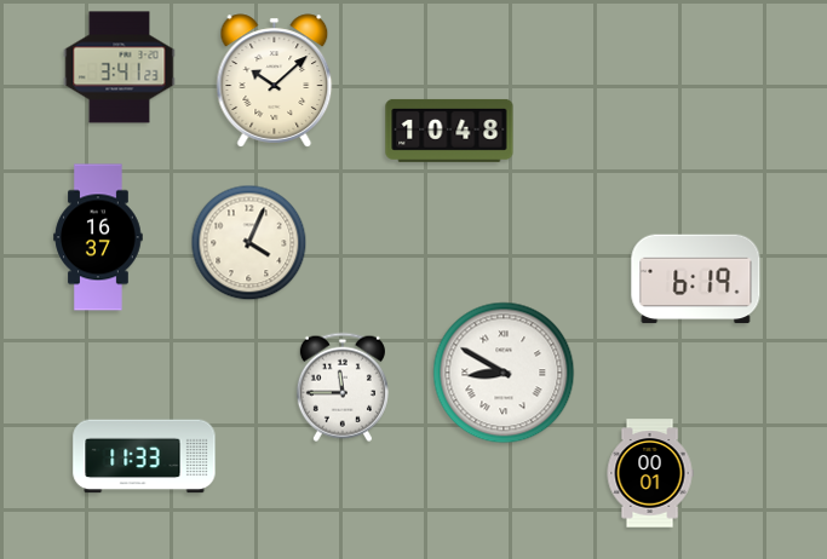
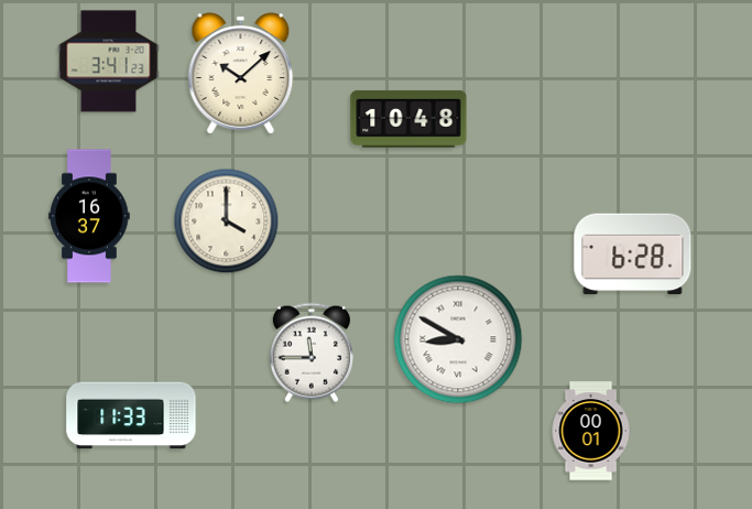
clock at (275, 81) position: (275, 81) -> (241, 74)
clock at (249, 243): 4:04 -> 4:00
clock at (696, 279): 6:19 -> 6:28
